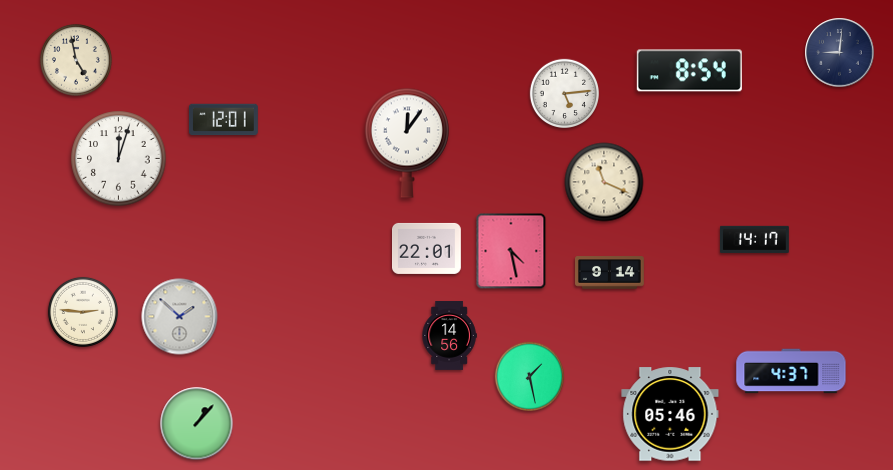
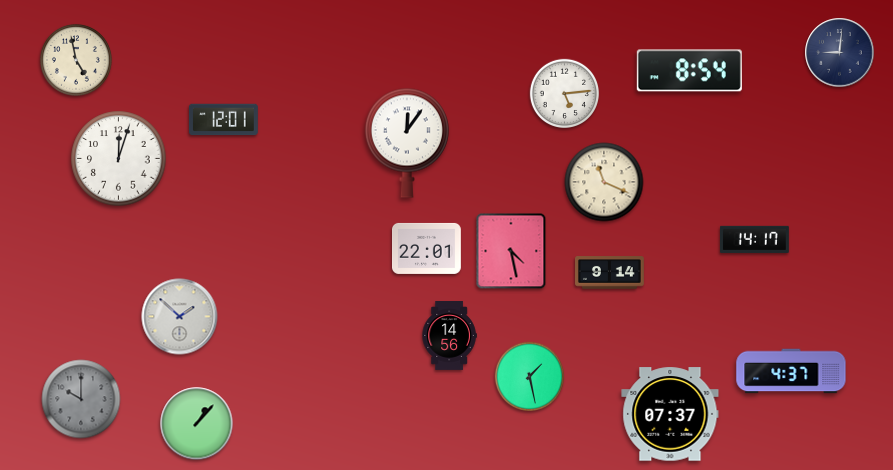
clock at (83, 312): 2:46 -> none
clock at (81, 399): none -> 10:00
clock at (670, 414): 05:46 -> 07:37
